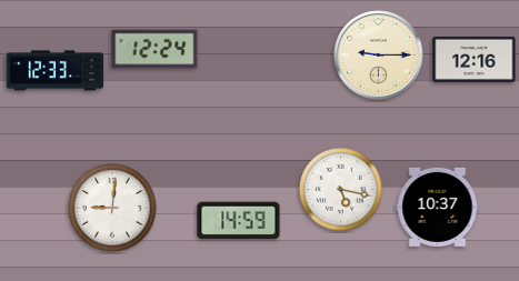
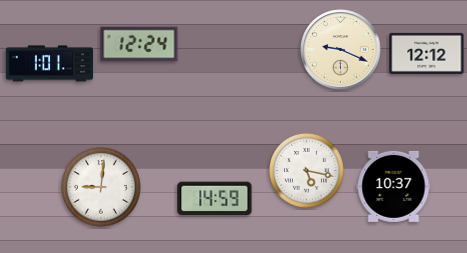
clock at (379, 56): 9:15 -> 9:19
clock at (475, 59): 12:16 -> 12:12
clock at (56, 71): 12:33 -> 1:01
